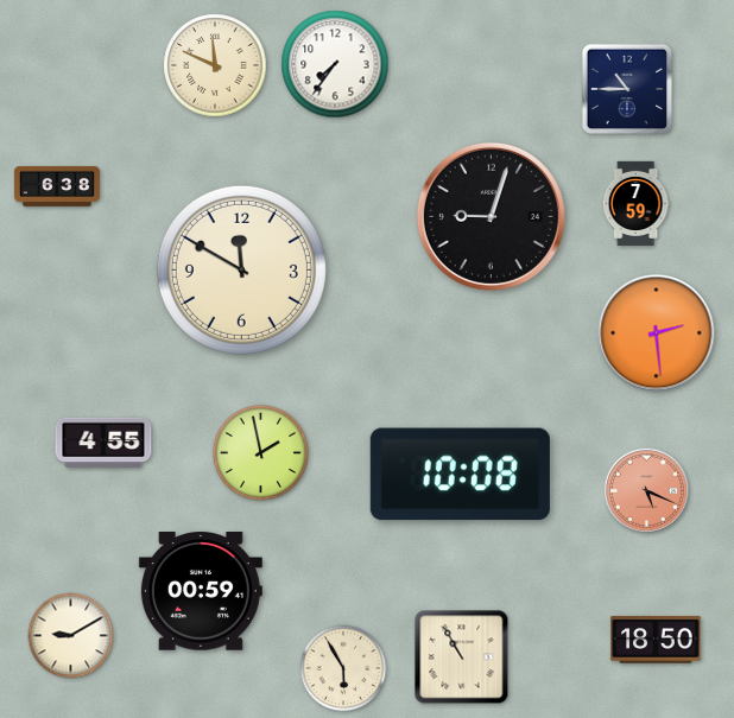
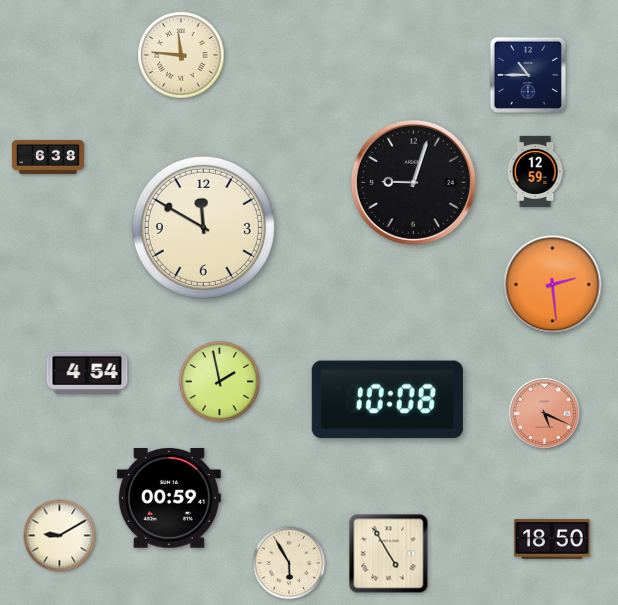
clock at (335, 64): 7:36 -> none
clock at (215, 65): 11:49 -> 11:46
clock at (635, 203): 7:59 -> 12:59
clock at (657, 333) position: (657, 333) -> (553, 285)
clock at (103, 443): 4:55 -> 4:54
clock at (462, 657): 10:55 -> 4:55
